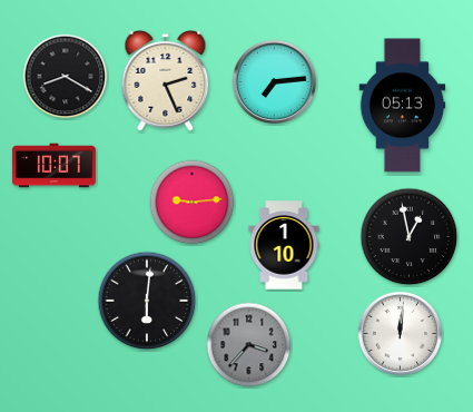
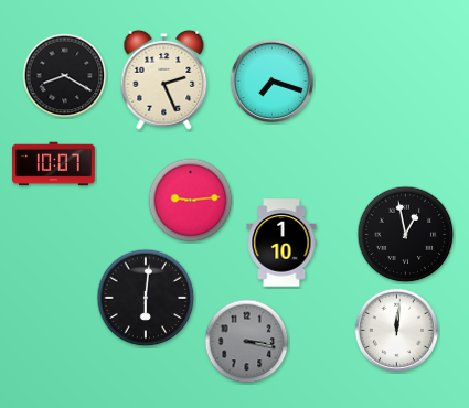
clock at (275, 82): 7:14 -> 7:18
clock at (403, 106): 05:13 -> none
clock at (249, 345): 3:37 -> 3:17
